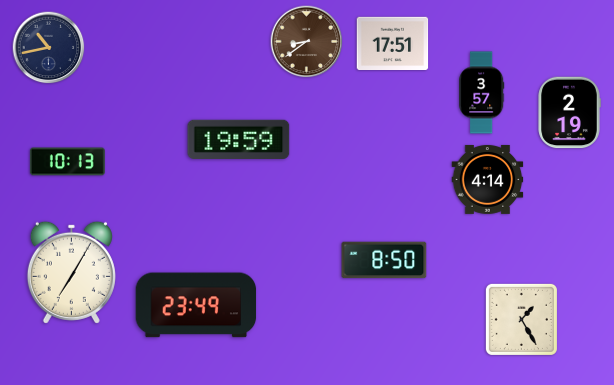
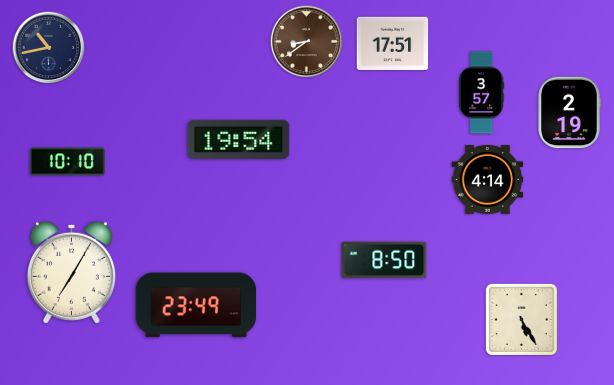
clock at (239, 139): 19:59 -> 19:54
clock at (67, 162): 10:13 -> 10:10
clock at (521, 319): 1:25 -> 5:25
